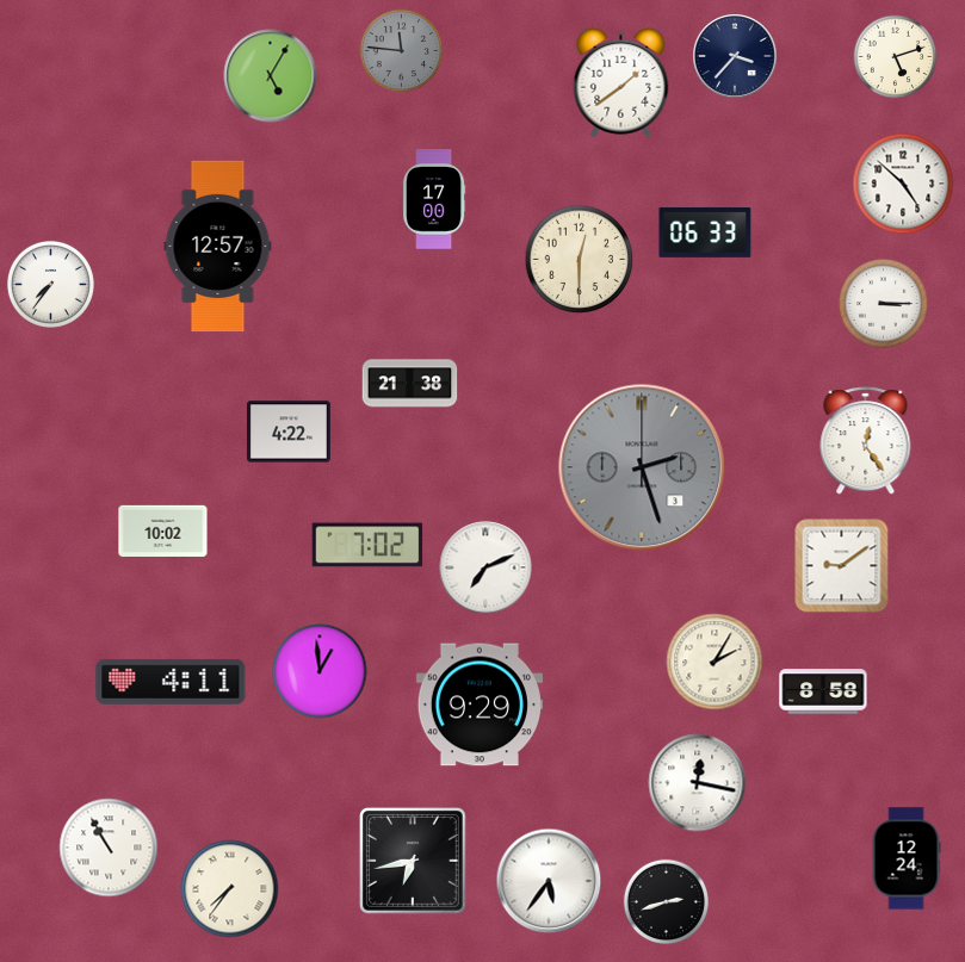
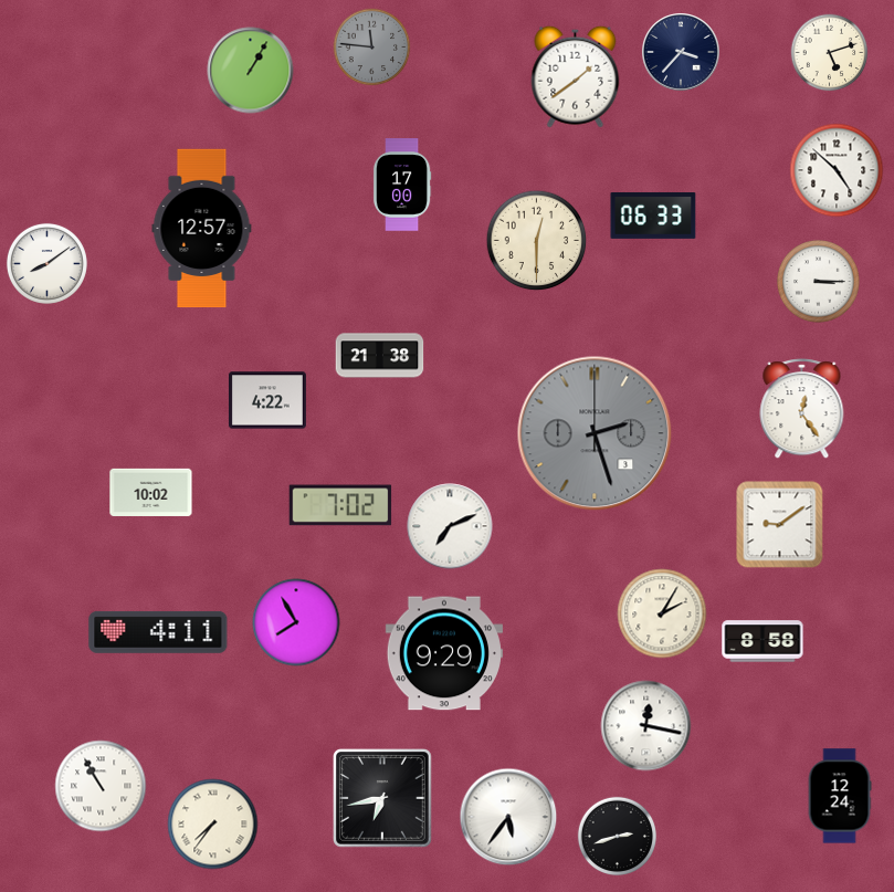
clock at (271, 76): 5:05 -> 1:05
clock at (50, 284): 7:36 -> 8:09
clock at (320, 671): 12:59 -> 7:55
